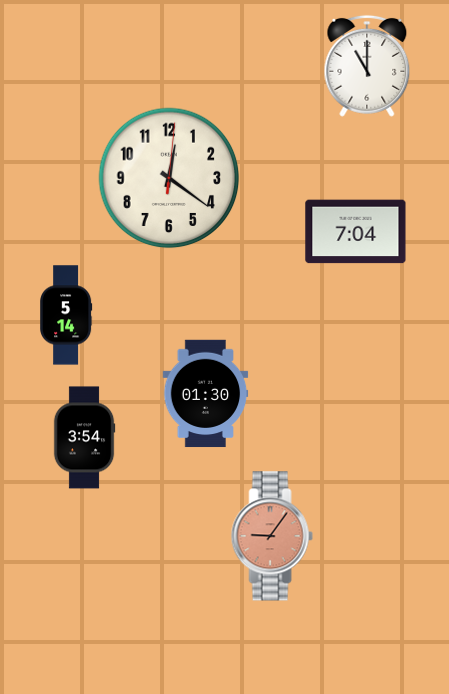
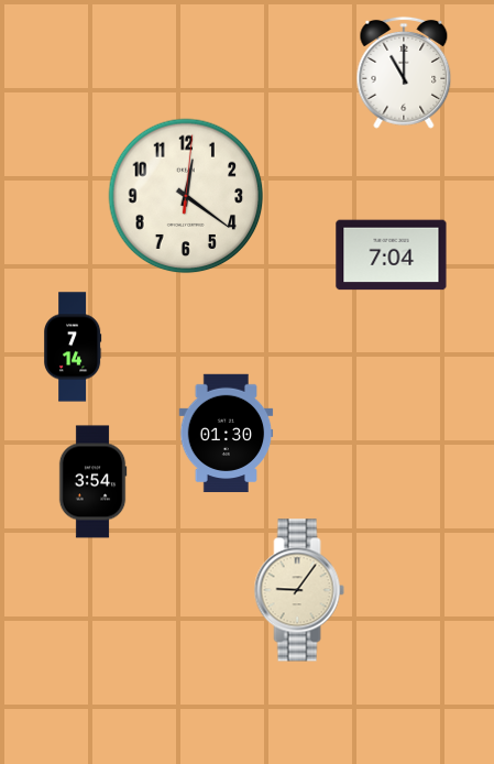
clock at (67, 315): 5:14 -> 7:14
clock at (272, 536) dial: salmon -> cream
